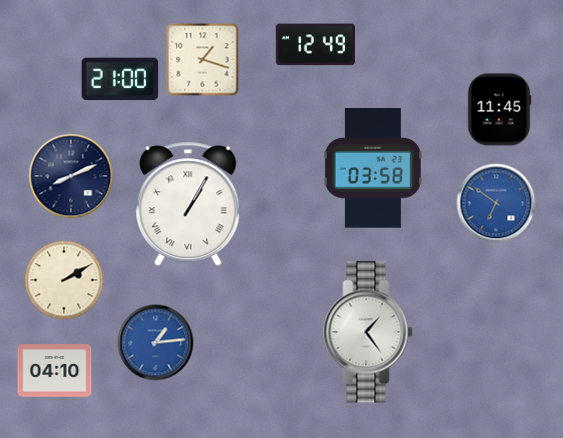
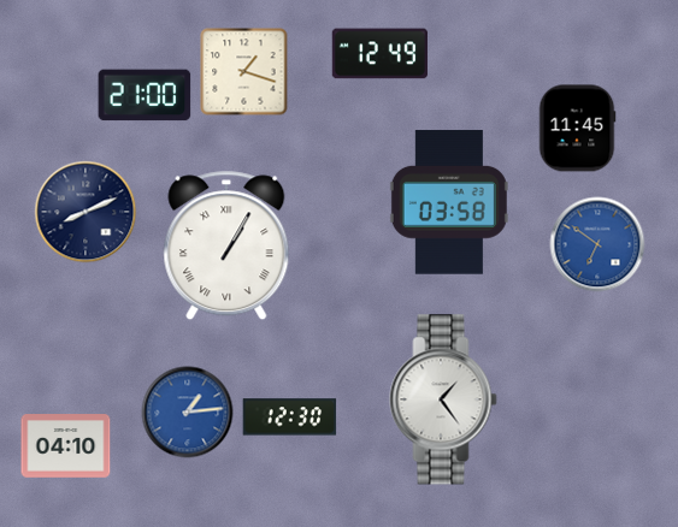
clock at (499, 110) position: (499, 110) -> (577, 129)
clock at (64, 280): 2:10 -> none
clock at (290, 418): none -> 12:30
